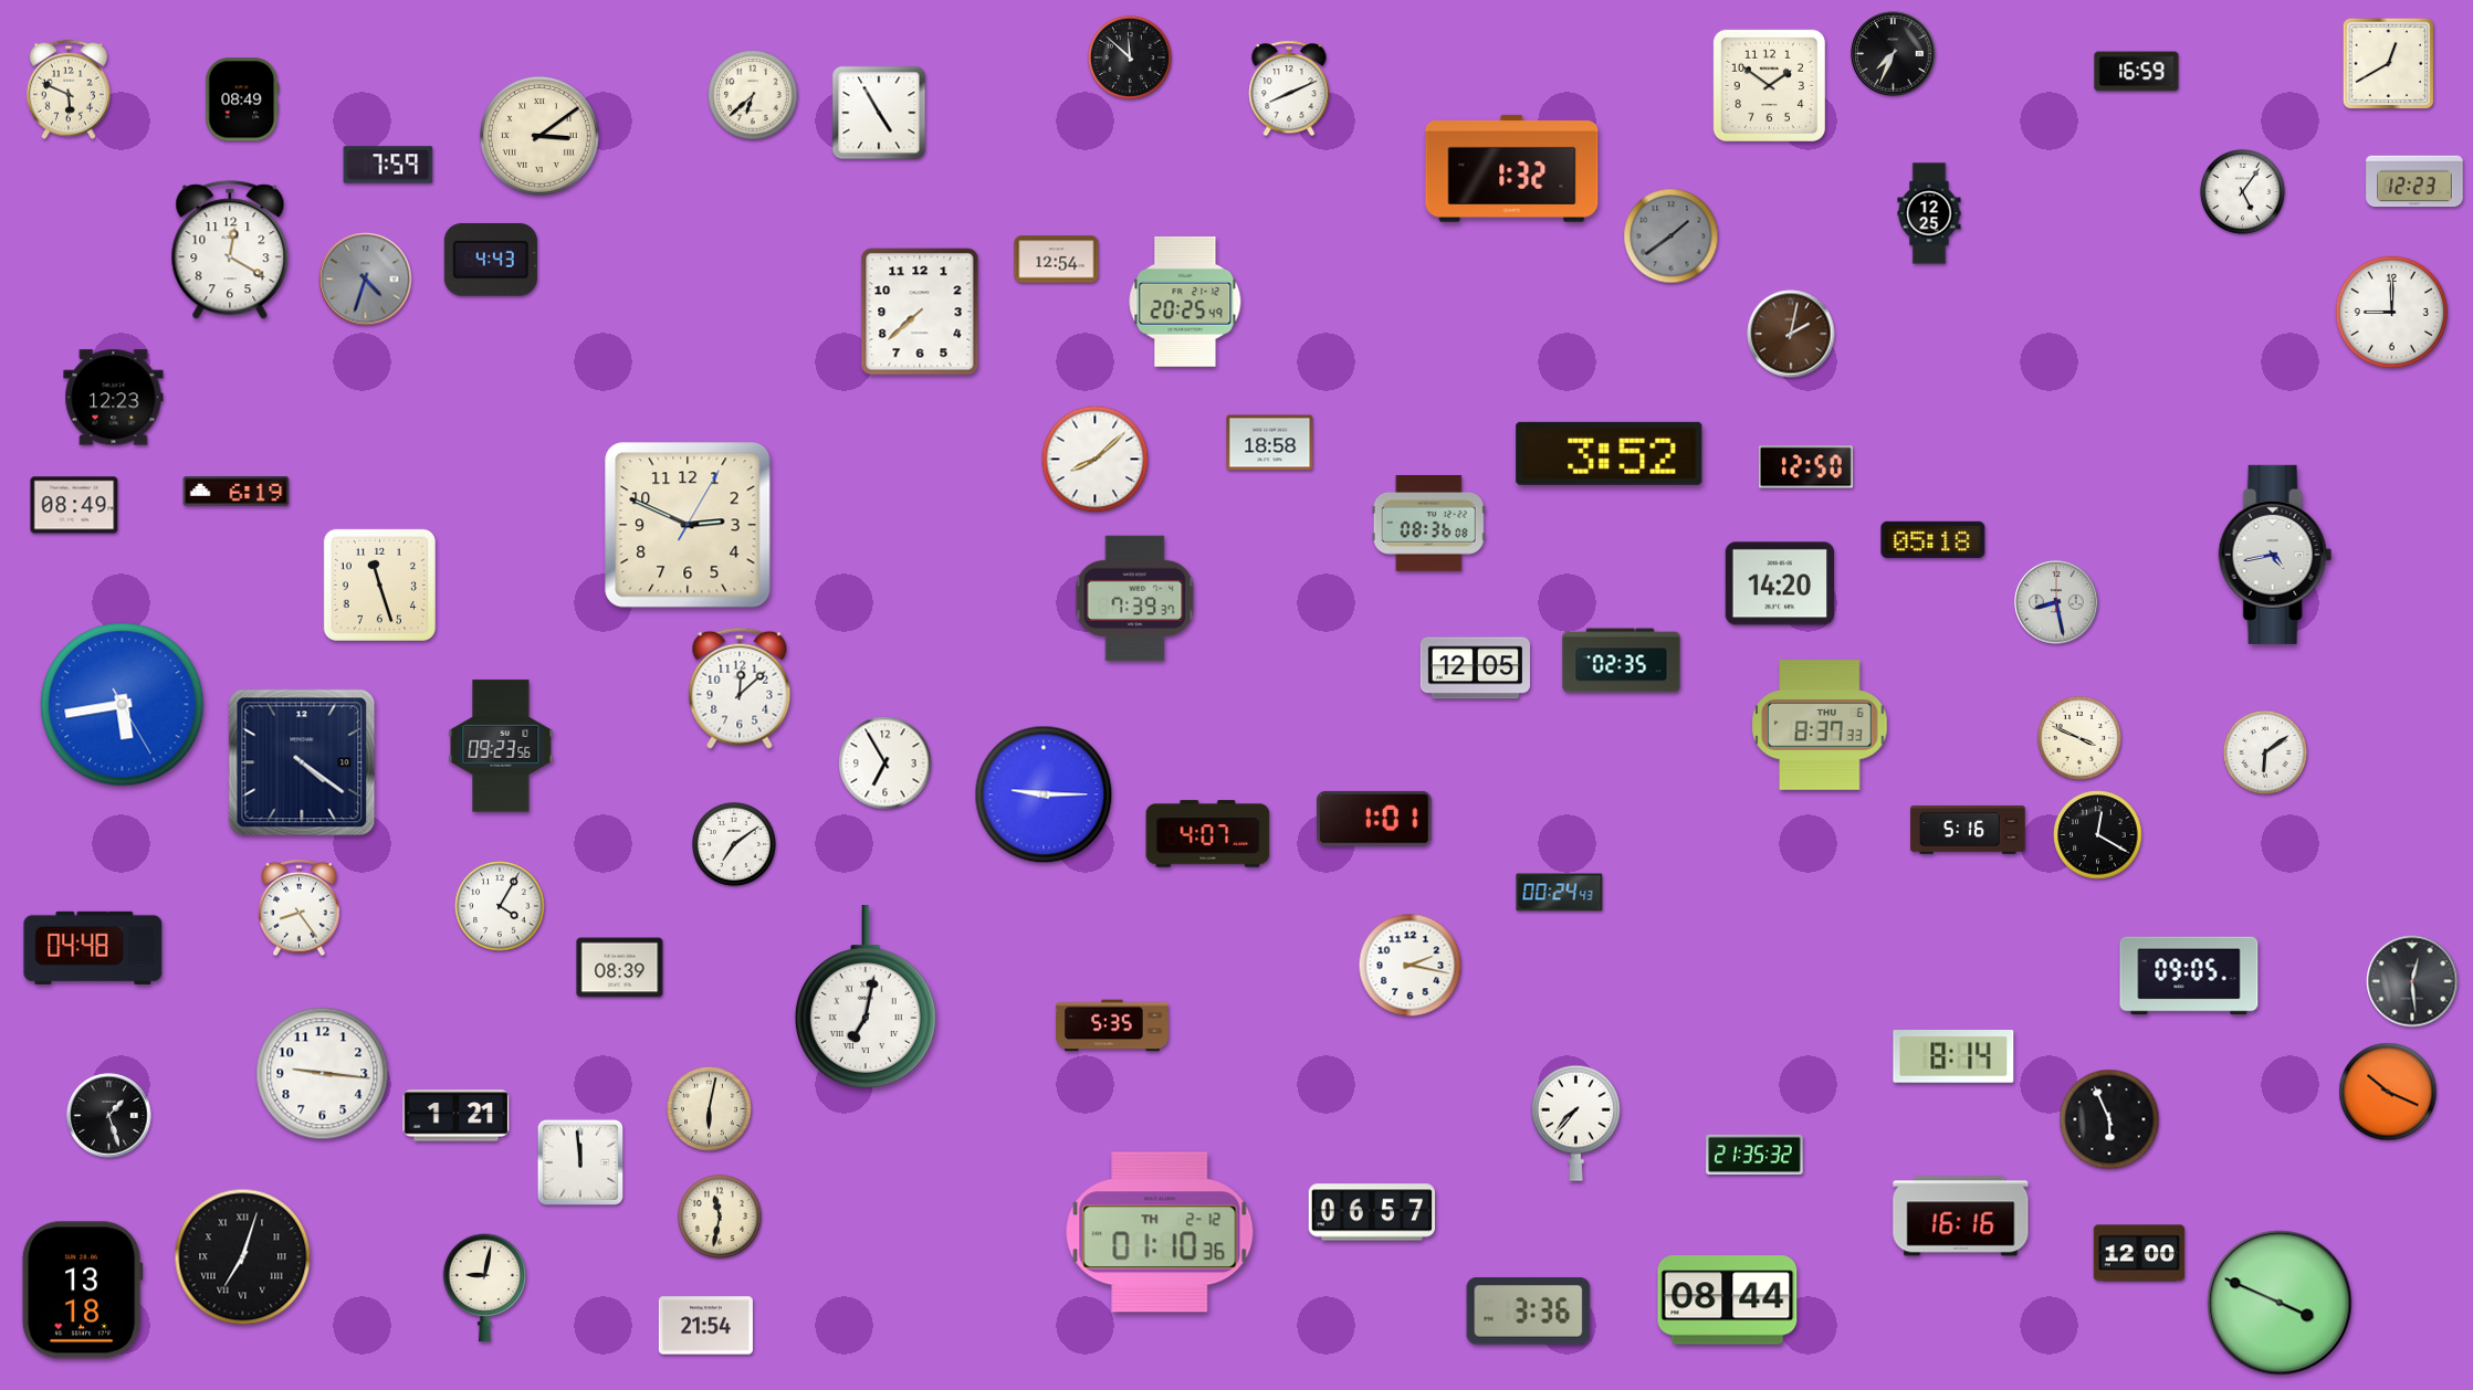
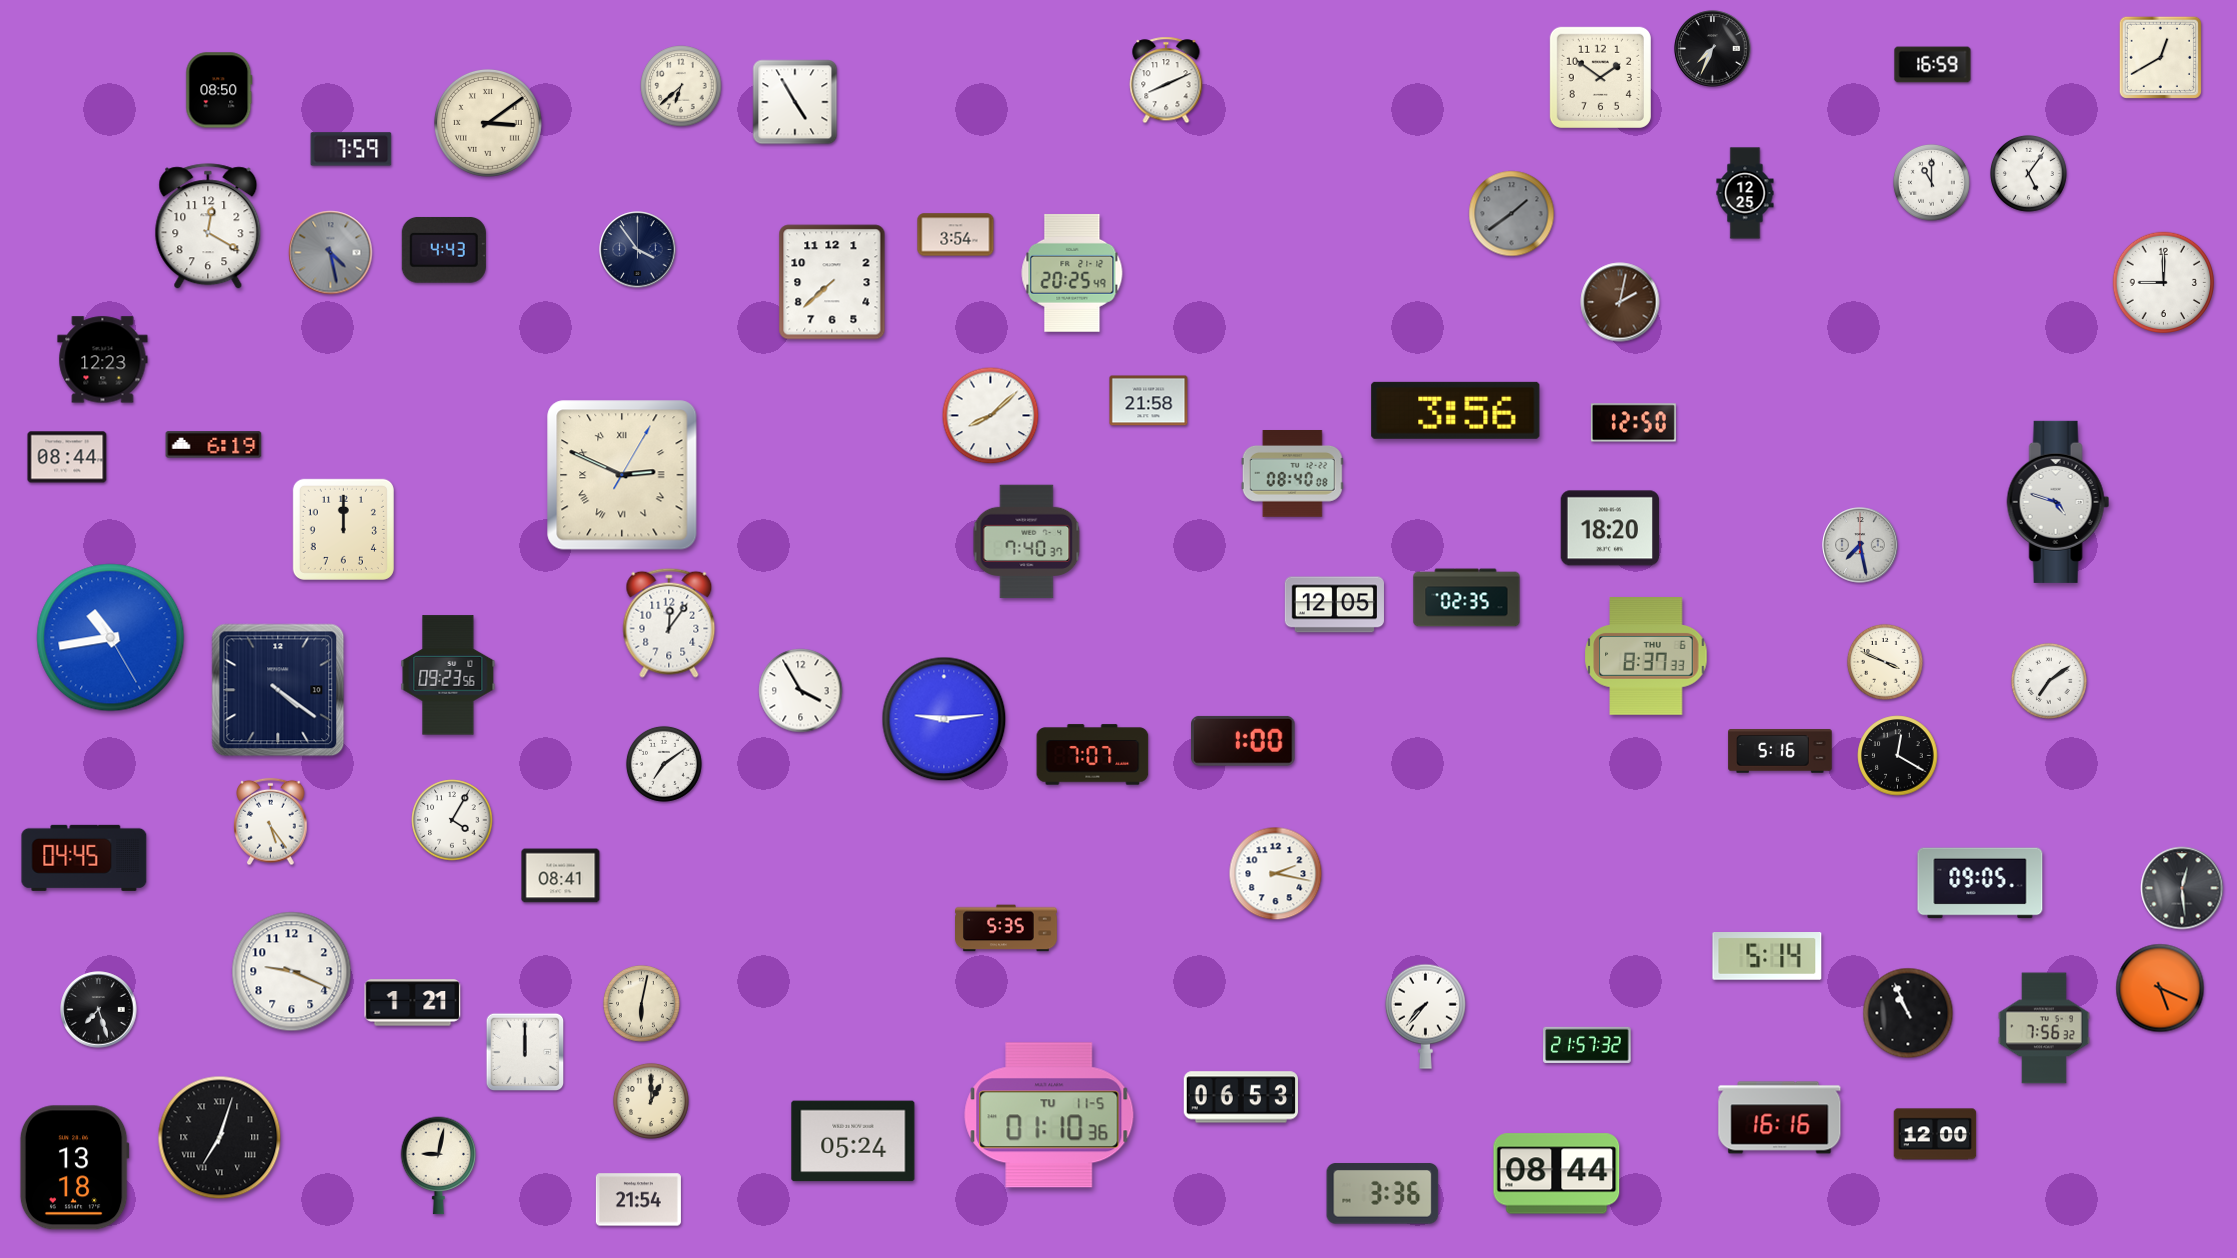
clock at (1130, 57): 11:52 -> none
clock at (69, 89): 5:49 -> none
clock at (242, 99): 08:49 -> 08:50
clock at (1512, 168): 1:32 -> none
clock at (2414, 181): 12:23 -> none
clock at (1931, 182): none -> 11:00
clock at (491, 260) position: (491, 260) -> (444, 250)
clock at (1057, 260): 12:54 -> 3:54
clock at (638, 250): none -> 3:54
clock at (366, 280): 4:33 -> 4:28
clock at (1270, 443): 18:58 -> 21:58
clock at (1610, 453): 3:52 -> 3:56
clock at (74, 505): 08:49 -> 08:44
clock at (1428, 524): 08:36 -> 08:40
clock at (688, 525) numerals: Arabic -> Roman
clock at (1934, 539): 05:18 -> none
clock at (2275, 555): 4:43 -> 4:48
clock at (1780, 583): 14:20 -> 18:20
clock at (379, 585): 11:27 -> 12:00
clock at (1135, 599): 7:39 -> 7:40
clock at (2056, 602): 8:28 -> 7:28
clock at (740, 688): 12:08 -> 12:06
clock at (123, 705): 5:43 -> 10:43
clock at (2079, 738) position: (2079, 738) -> (1885, 662)
clock at (501, 746) position: (501, 746) -> (448, 675)
clock at (2265, 752): 6:09 -> 7:09
clock at (302, 762) position: (302, 762) -> (278, 690)
clock at (886, 764): 6:55 -> 3:55
clock at (1044, 794): 9:15 -> 9:14
clock at (1375, 819): 1:01 -> 1:00
clock at (1208, 834): 4:07 -> 7:07
clock at (1560, 893): 00:24 -> none
clock at (300, 908): 8:24 -> 5:24
clock at (93, 948): 04:48 -> 04:45
clock at (620, 968): 08:39 -> 08:41
clock at (866, 997): 7:02 -> none
clock at (1953, 1057): 8:14 -> 5:14
clock at (323, 1074): 9:16 -> 9:19
clock at (2388, 1092): 10:19 -> 5:19
clock at (109, 1116): 1:27 -> 7:27
clock at (457, 1116) position: (457, 1116) -> (413, 1003)
clock at (2109, 1119): 5:56 -> 10:56
clock at (2044, 1028): none -> 7:56
clock at (1754, 1155): 21:35 -> 21:57
clock at (580, 1162): 11:59 -> 12:00
clock at (1372, 1212): 06:57 -> 06:53
clock at (720, 1217): 11:32 -> 1:00
clock at (1961, 1217) position: (1961, 1217) -> (1780, 1118)
clock at (1160, 1232) date: TH 2-12 -> TU 11-5
clock at (853, 1141): none -> 05:24
clock at (1728, 1301) position: (1728, 1301) -> (1557, 1174)
clock at (2280, 1303): 3:49 -> none
clock at (1529, 1312) position: (1529, 1312) -> (1383, 1194)
